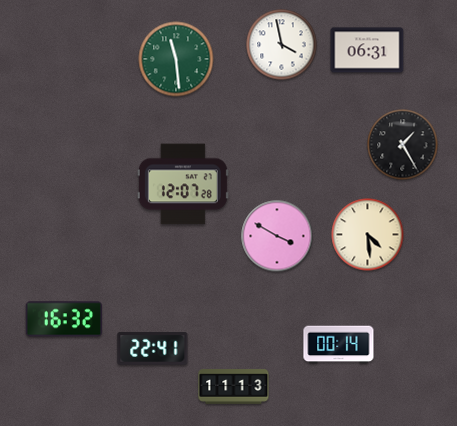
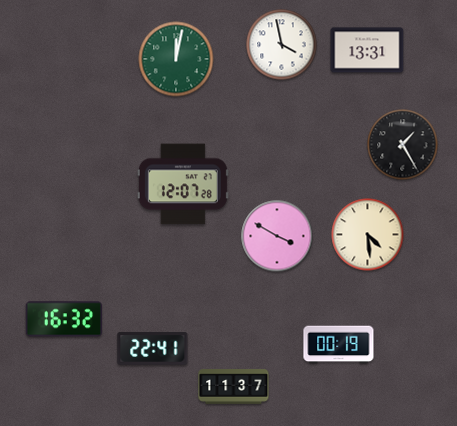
clock at (367, 50): 06:31 -> 13:31
clock at (176, 59): 11:29 -> 12:02
clock at (339, 345): 00:14 -> 00:19
clock at (234, 387): 11:13 -> 11:37
